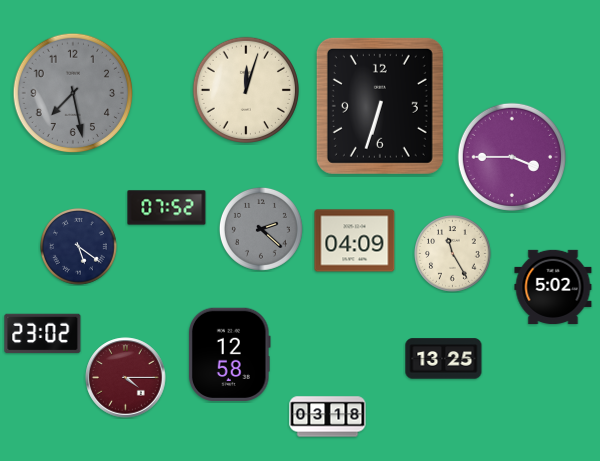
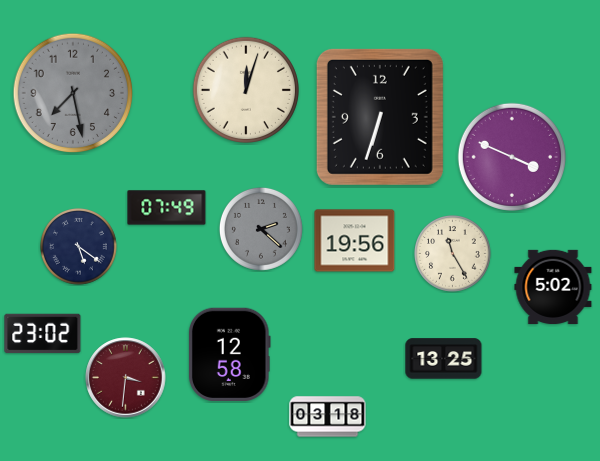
clock at (380, 106) position: (380, 106) -> (380, 117)
clock at (512, 157): 3:45 -> 3:49
clock at (167, 208): 07:52 -> 07:49
clock at (355, 241): 04:09 -> 19:56
clock at (126, 378): 4:15 -> 3:31
